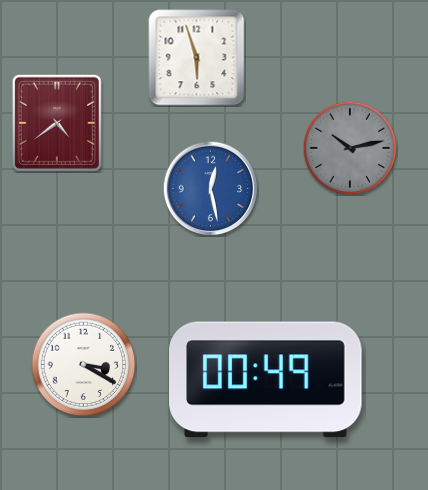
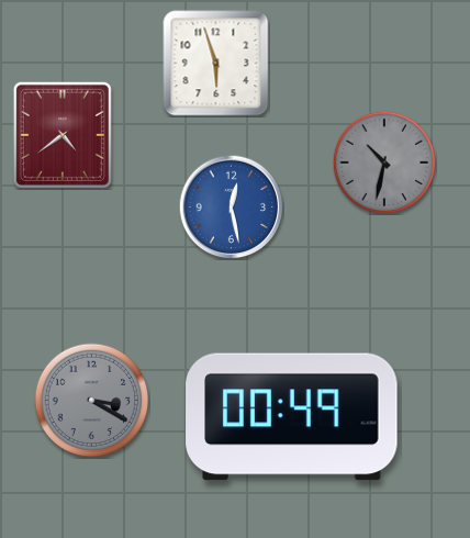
clock at (349, 147): 10:13 -> 10:32
clock at (84, 365) dial: white -> grey
